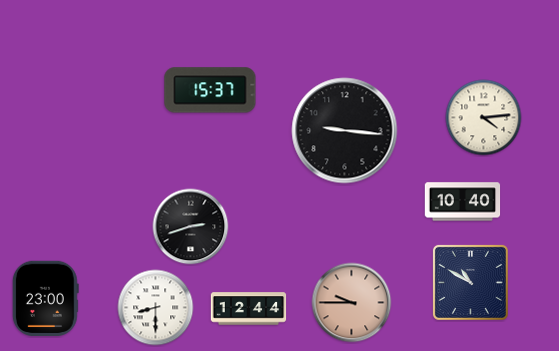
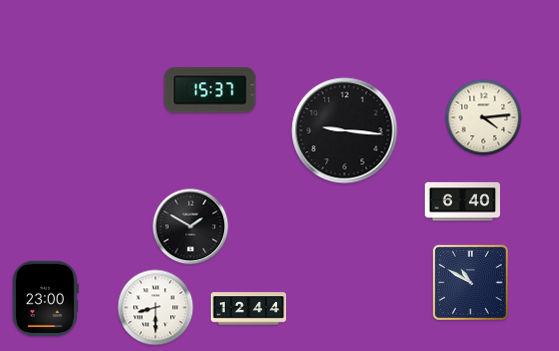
clock at (463, 202): 10:40 -> 6:40
clock at (191, 227): 2:42 -> 1:50
clock at (352, 303): 9:45 -> none
